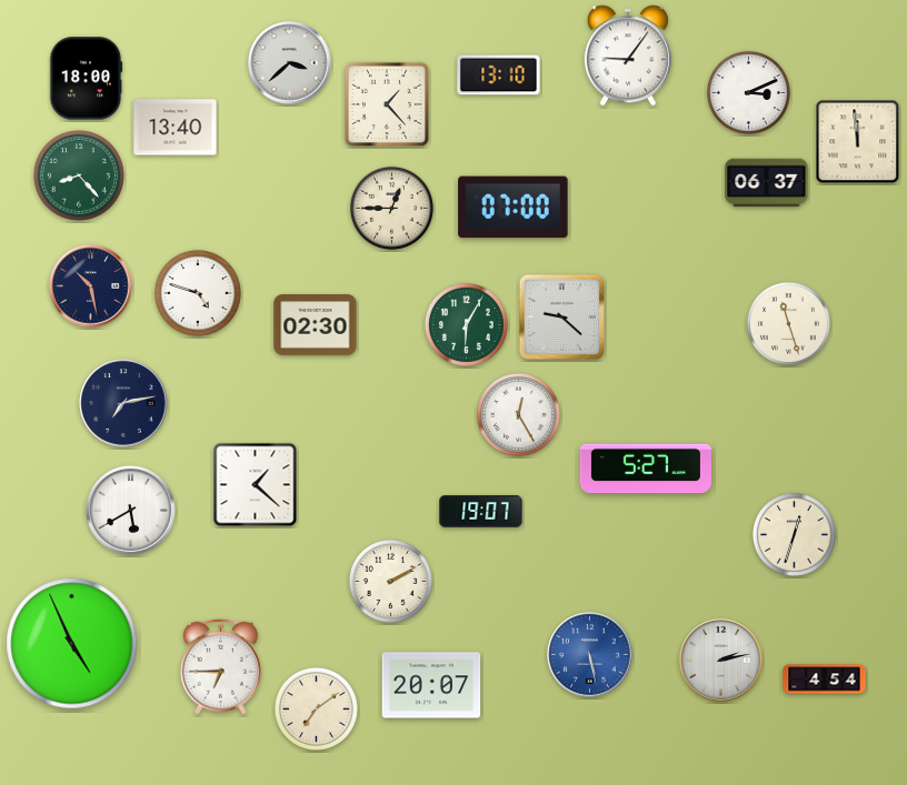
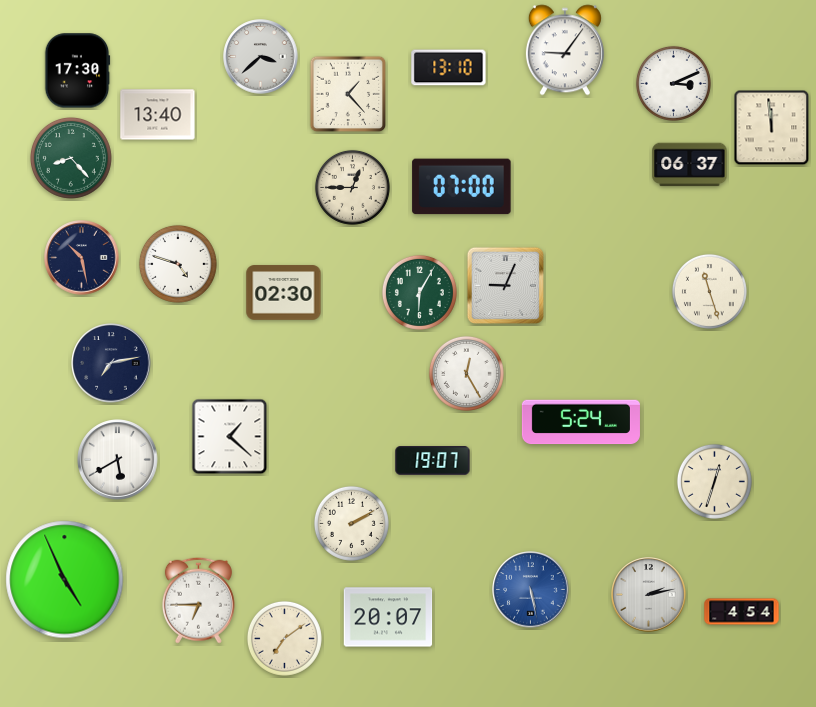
clock at (86, 79): 18:00 -> 17:30
clock at (561, 316): 9:22 -> 9:04
clock at (646, 469): 5:27 -> 5:24
